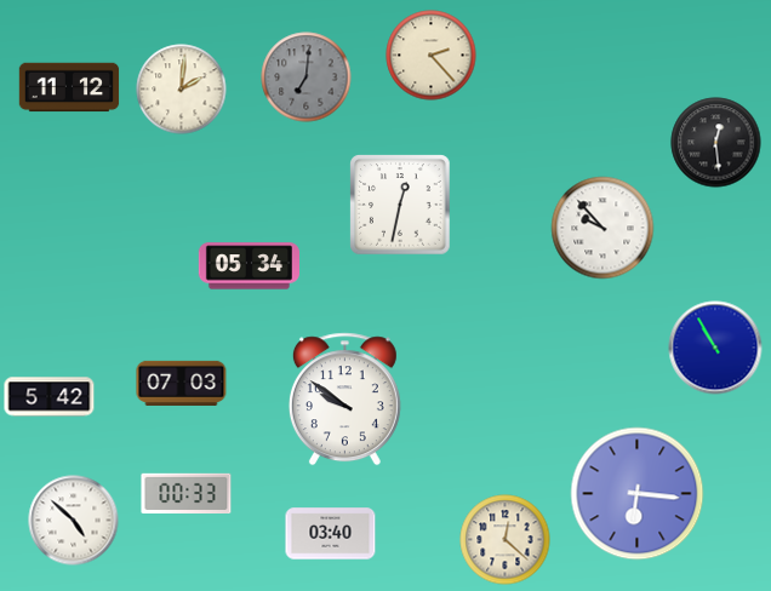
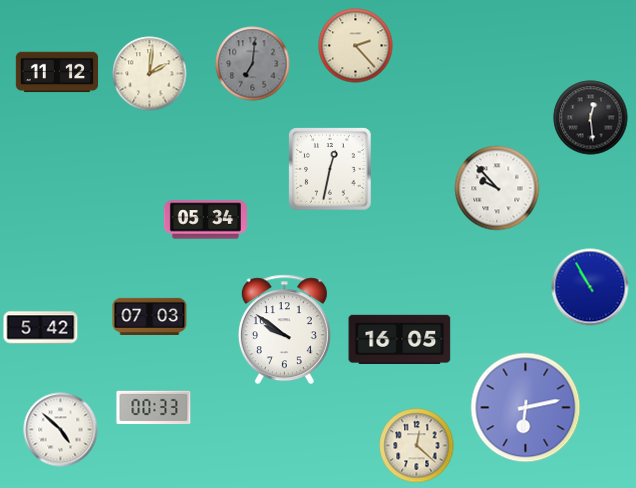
clock at (400, 339): none -> 16:05
clock at (638, 494): 6:16 -> 6:13
clock at (331, 534): 03:40 -> none
